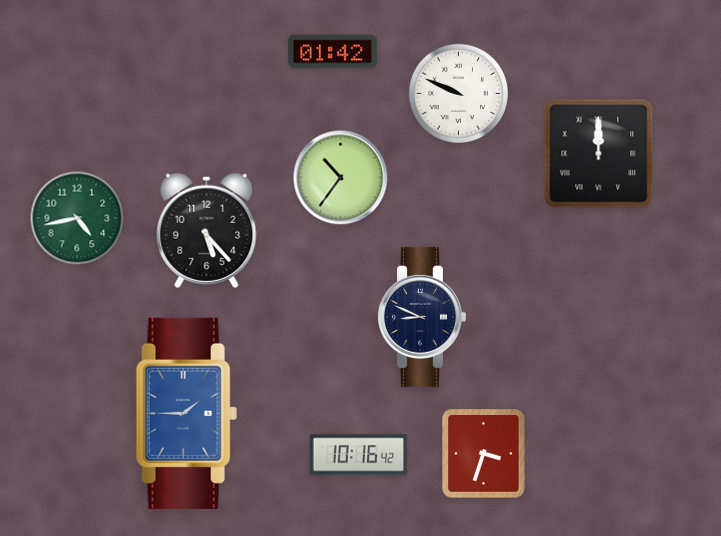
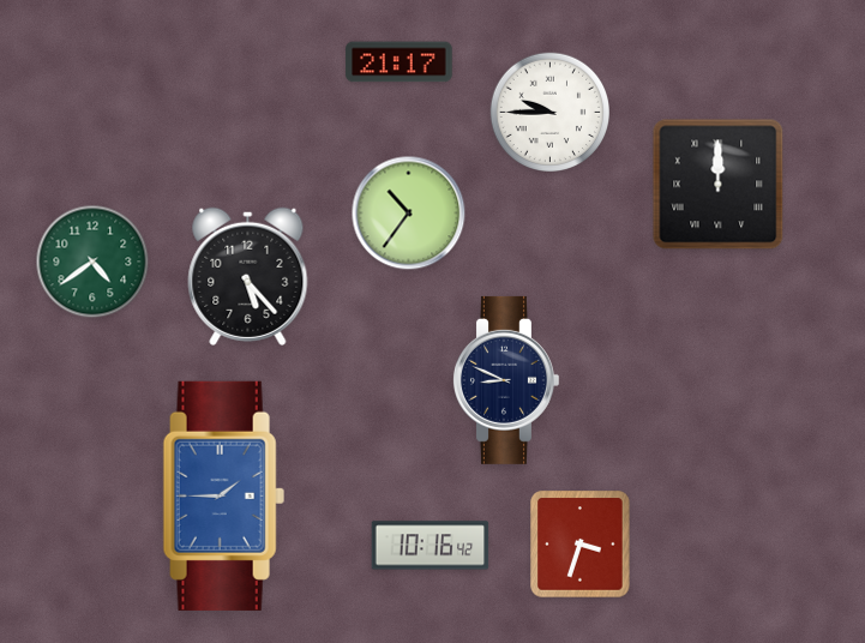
clock at (333, 52): 01:42 -> 21:17
clock at (458, 93): 9:49 -> 9:45
clock at (77, 218): 4:43 -> 4:39
